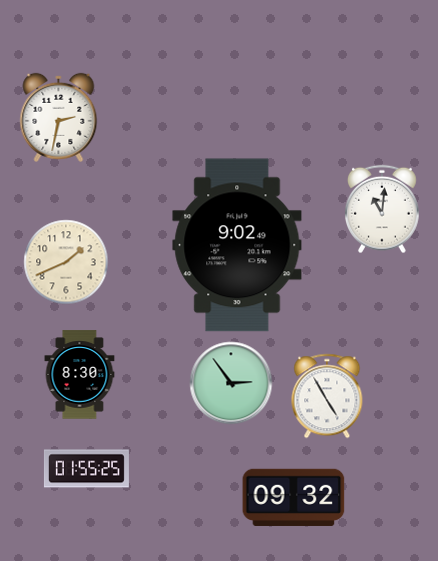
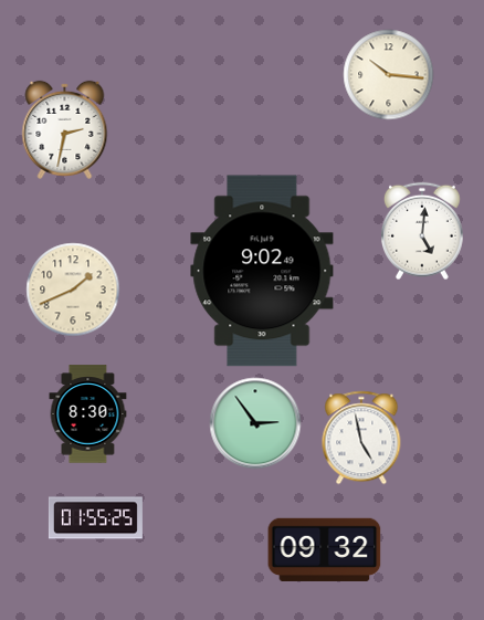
clock at (389, 75): none -> 10:16
clock at (382, 209): 11:01 -> 5:01
clock at (327, 396): 4:55 -> 4:58
